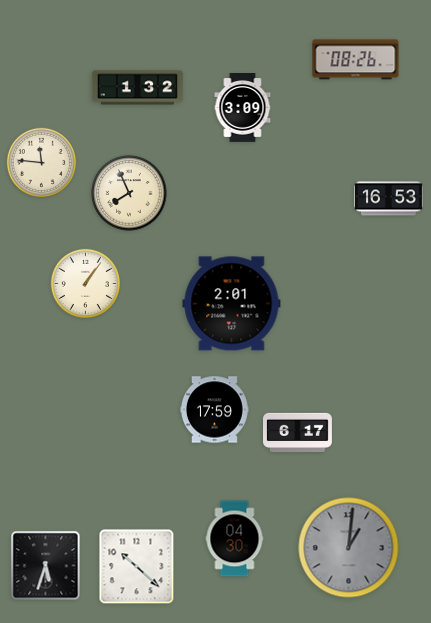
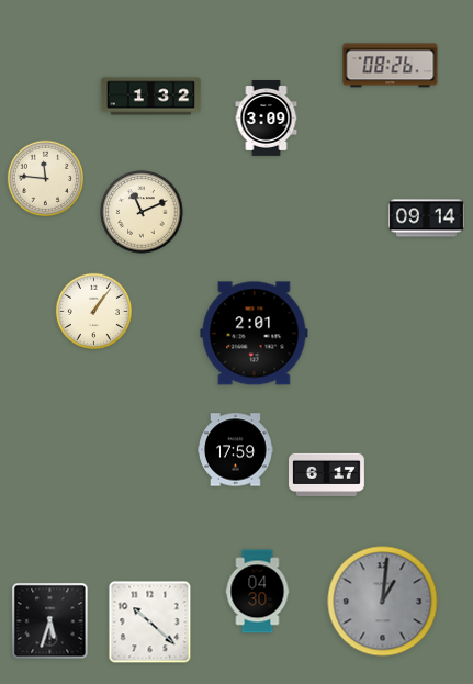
clock at (129, 193): 7:56 -> 11:11
clock at (389, 199): 16:53 -> 09:14
